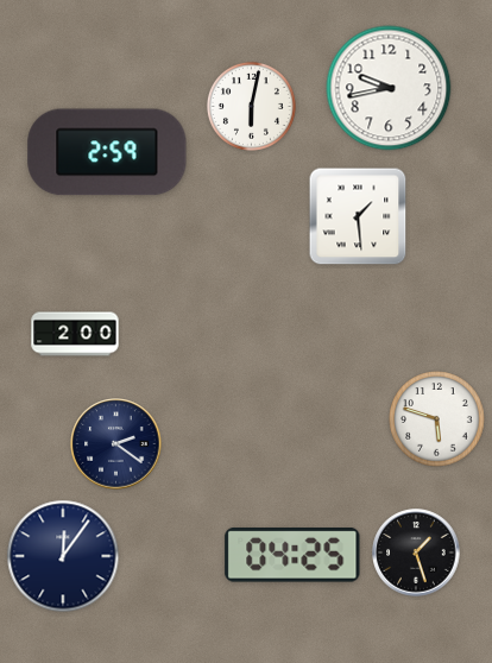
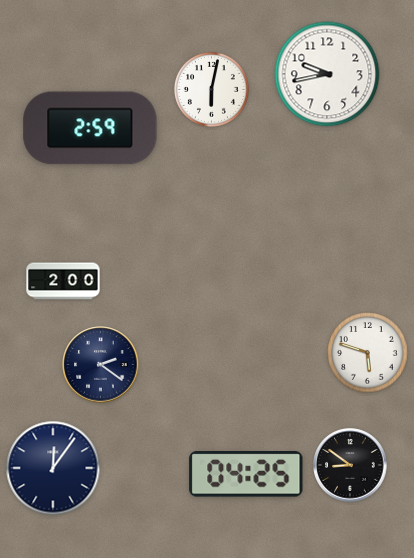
clock at (358, 216): 1:29 -> none
clock at (116, 444) position: (116, 444) -> (101, 365)
clock at (416, 552): 1:27 -> 8:51
clock at (292, 555) position: (292, 555) -> (246, 474)
